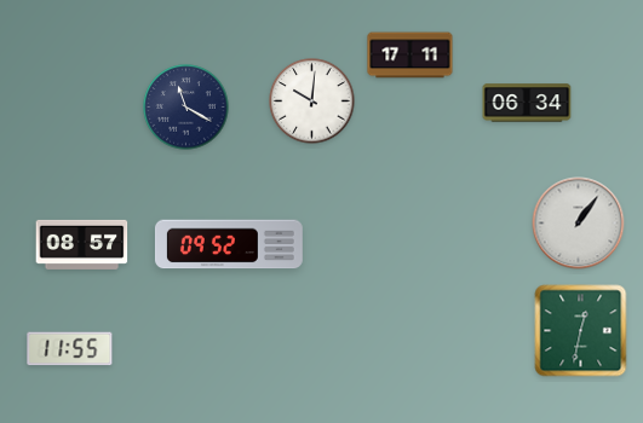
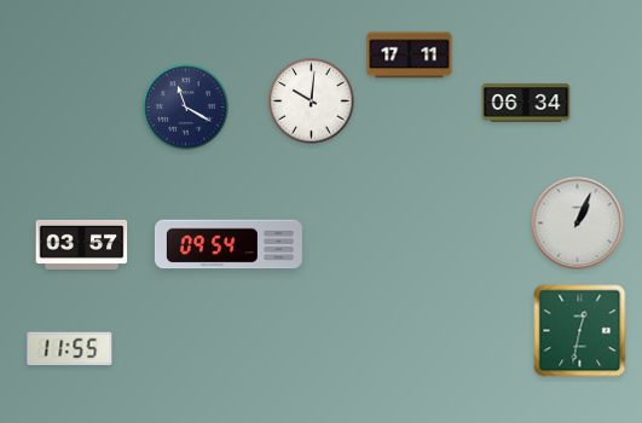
clock at (579, 224): 1:06 -> 1:04
clock at (82, 244): 08:57 -> 03:57
clock at (229, 244): 09:52 -> 09:54
